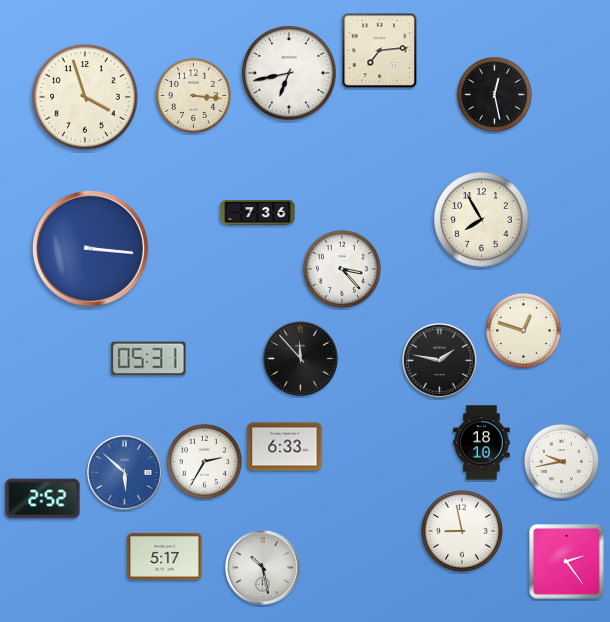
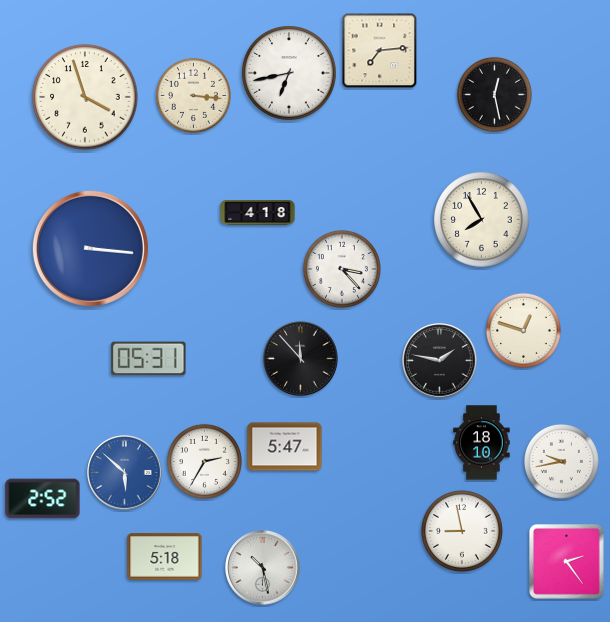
clock at (258, 213): 7:36 -> 4:18
clock at (285, 447): 6:33 -> 5:47
clock at (165, 557): 5:17 -> 5:18
